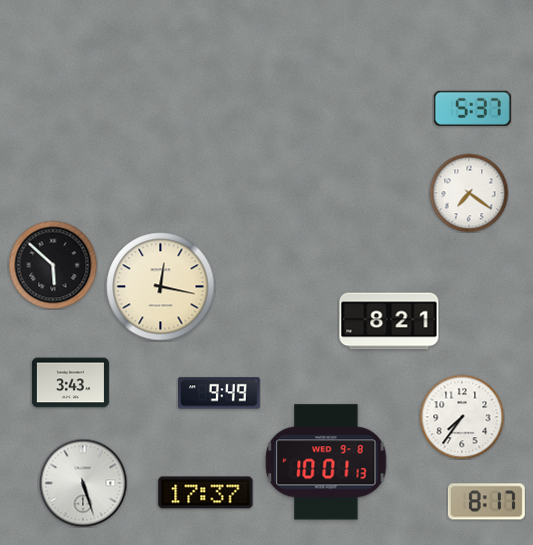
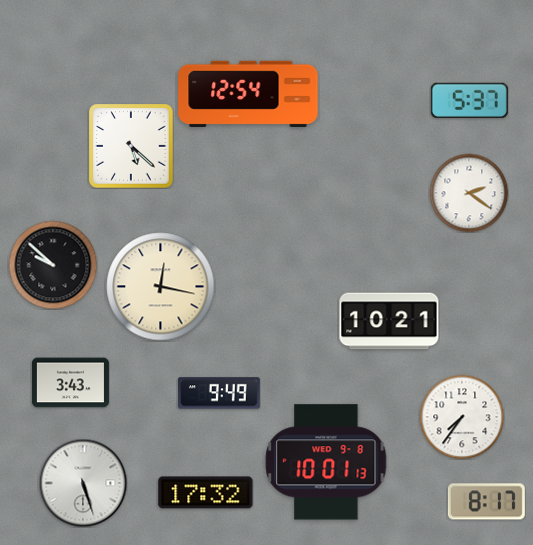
clock at (248, 94): none -> 12:54
clock at (472, 108) position: (472, 108) -> (469, 100)
clock at (131, 146): none -> 5:22
clock at (469, 193): 7:21 -> 2:21
clock at (53, 265): 5:52 -> 9:52
clock at (389, 321): 8:21 -> 10:21
clock at (206, 493): 17:37 -> 17:32
